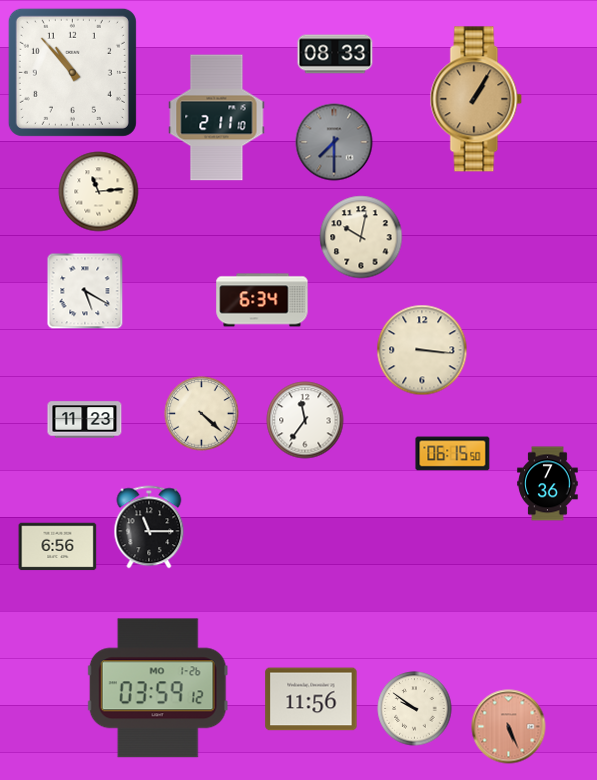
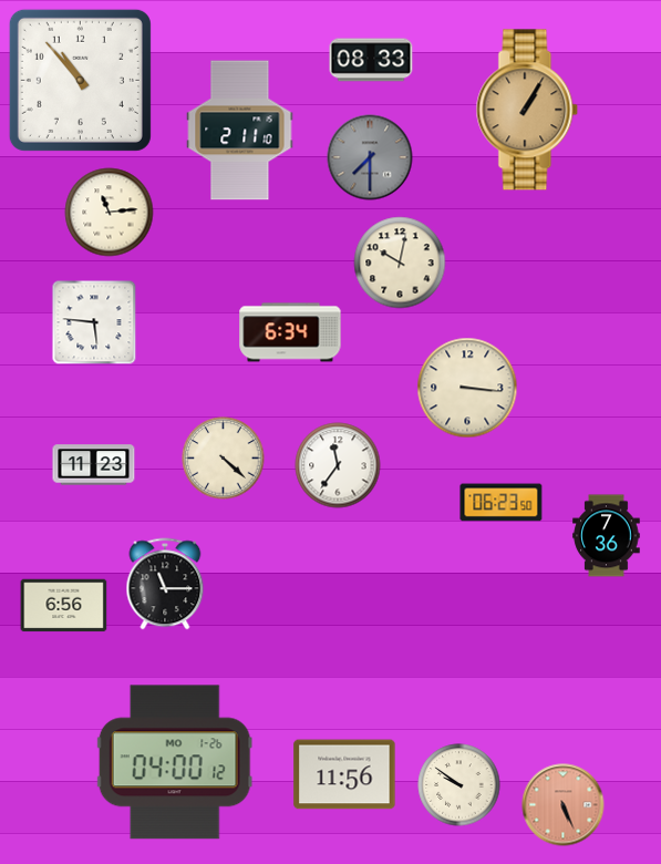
clock at (85, 291): 5:20 -> 5:46
clock at (453, 454): 06:15 -> 06:23
clock at (158, 688): 03:59 -> 04:00
